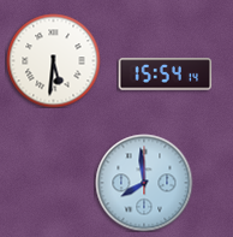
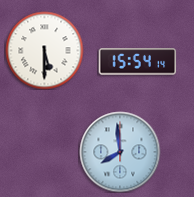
clock at (53, 60): 5:31 -> 5:30
